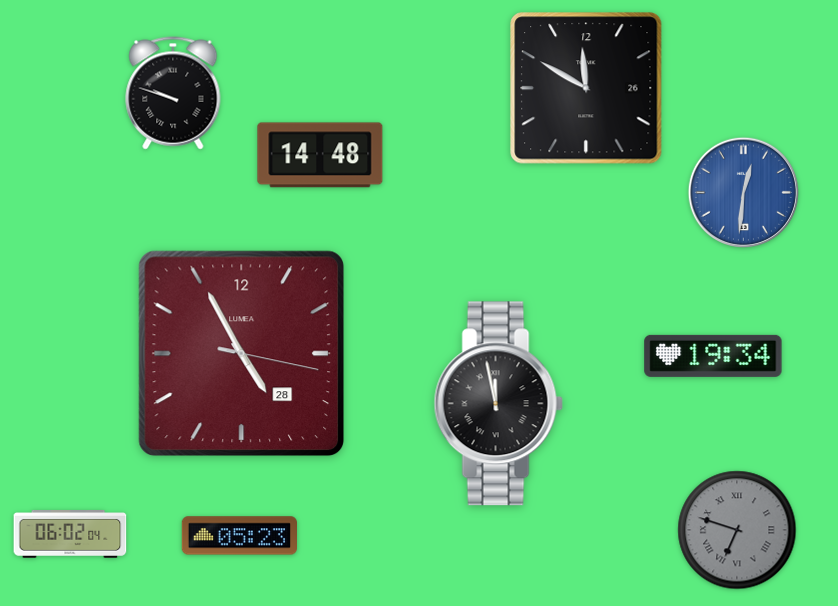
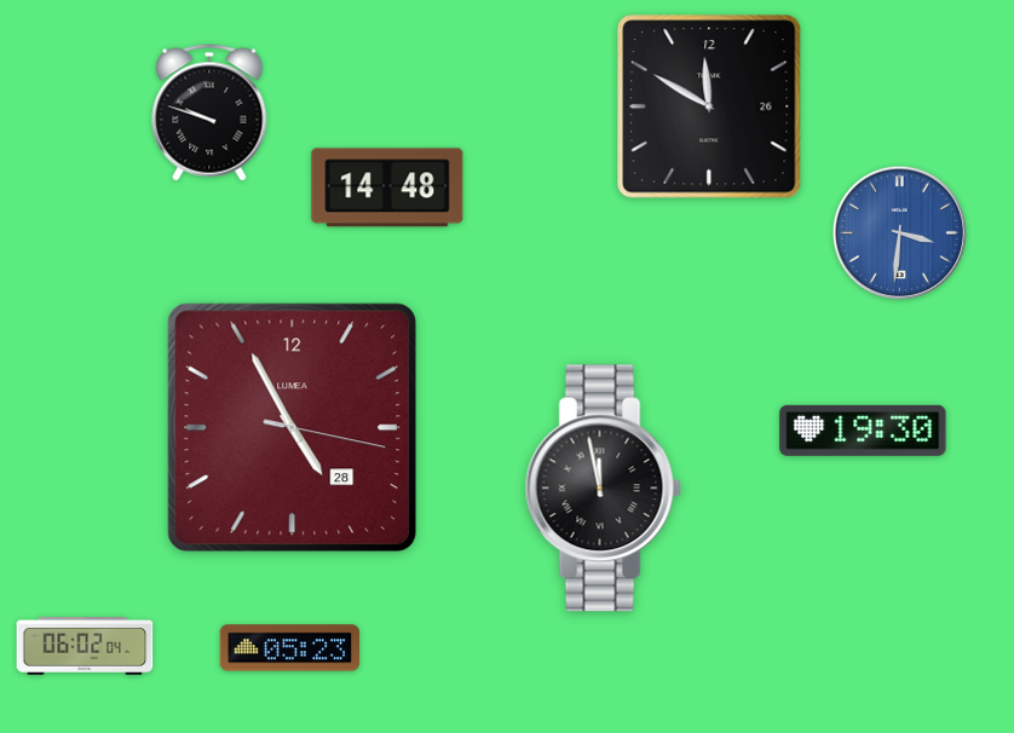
clock at (743, 192): 12:31 -> 3:31
clock at (713, 356): 19:34 -> 19:30
clock at (737, 530): 6:48 -> none
